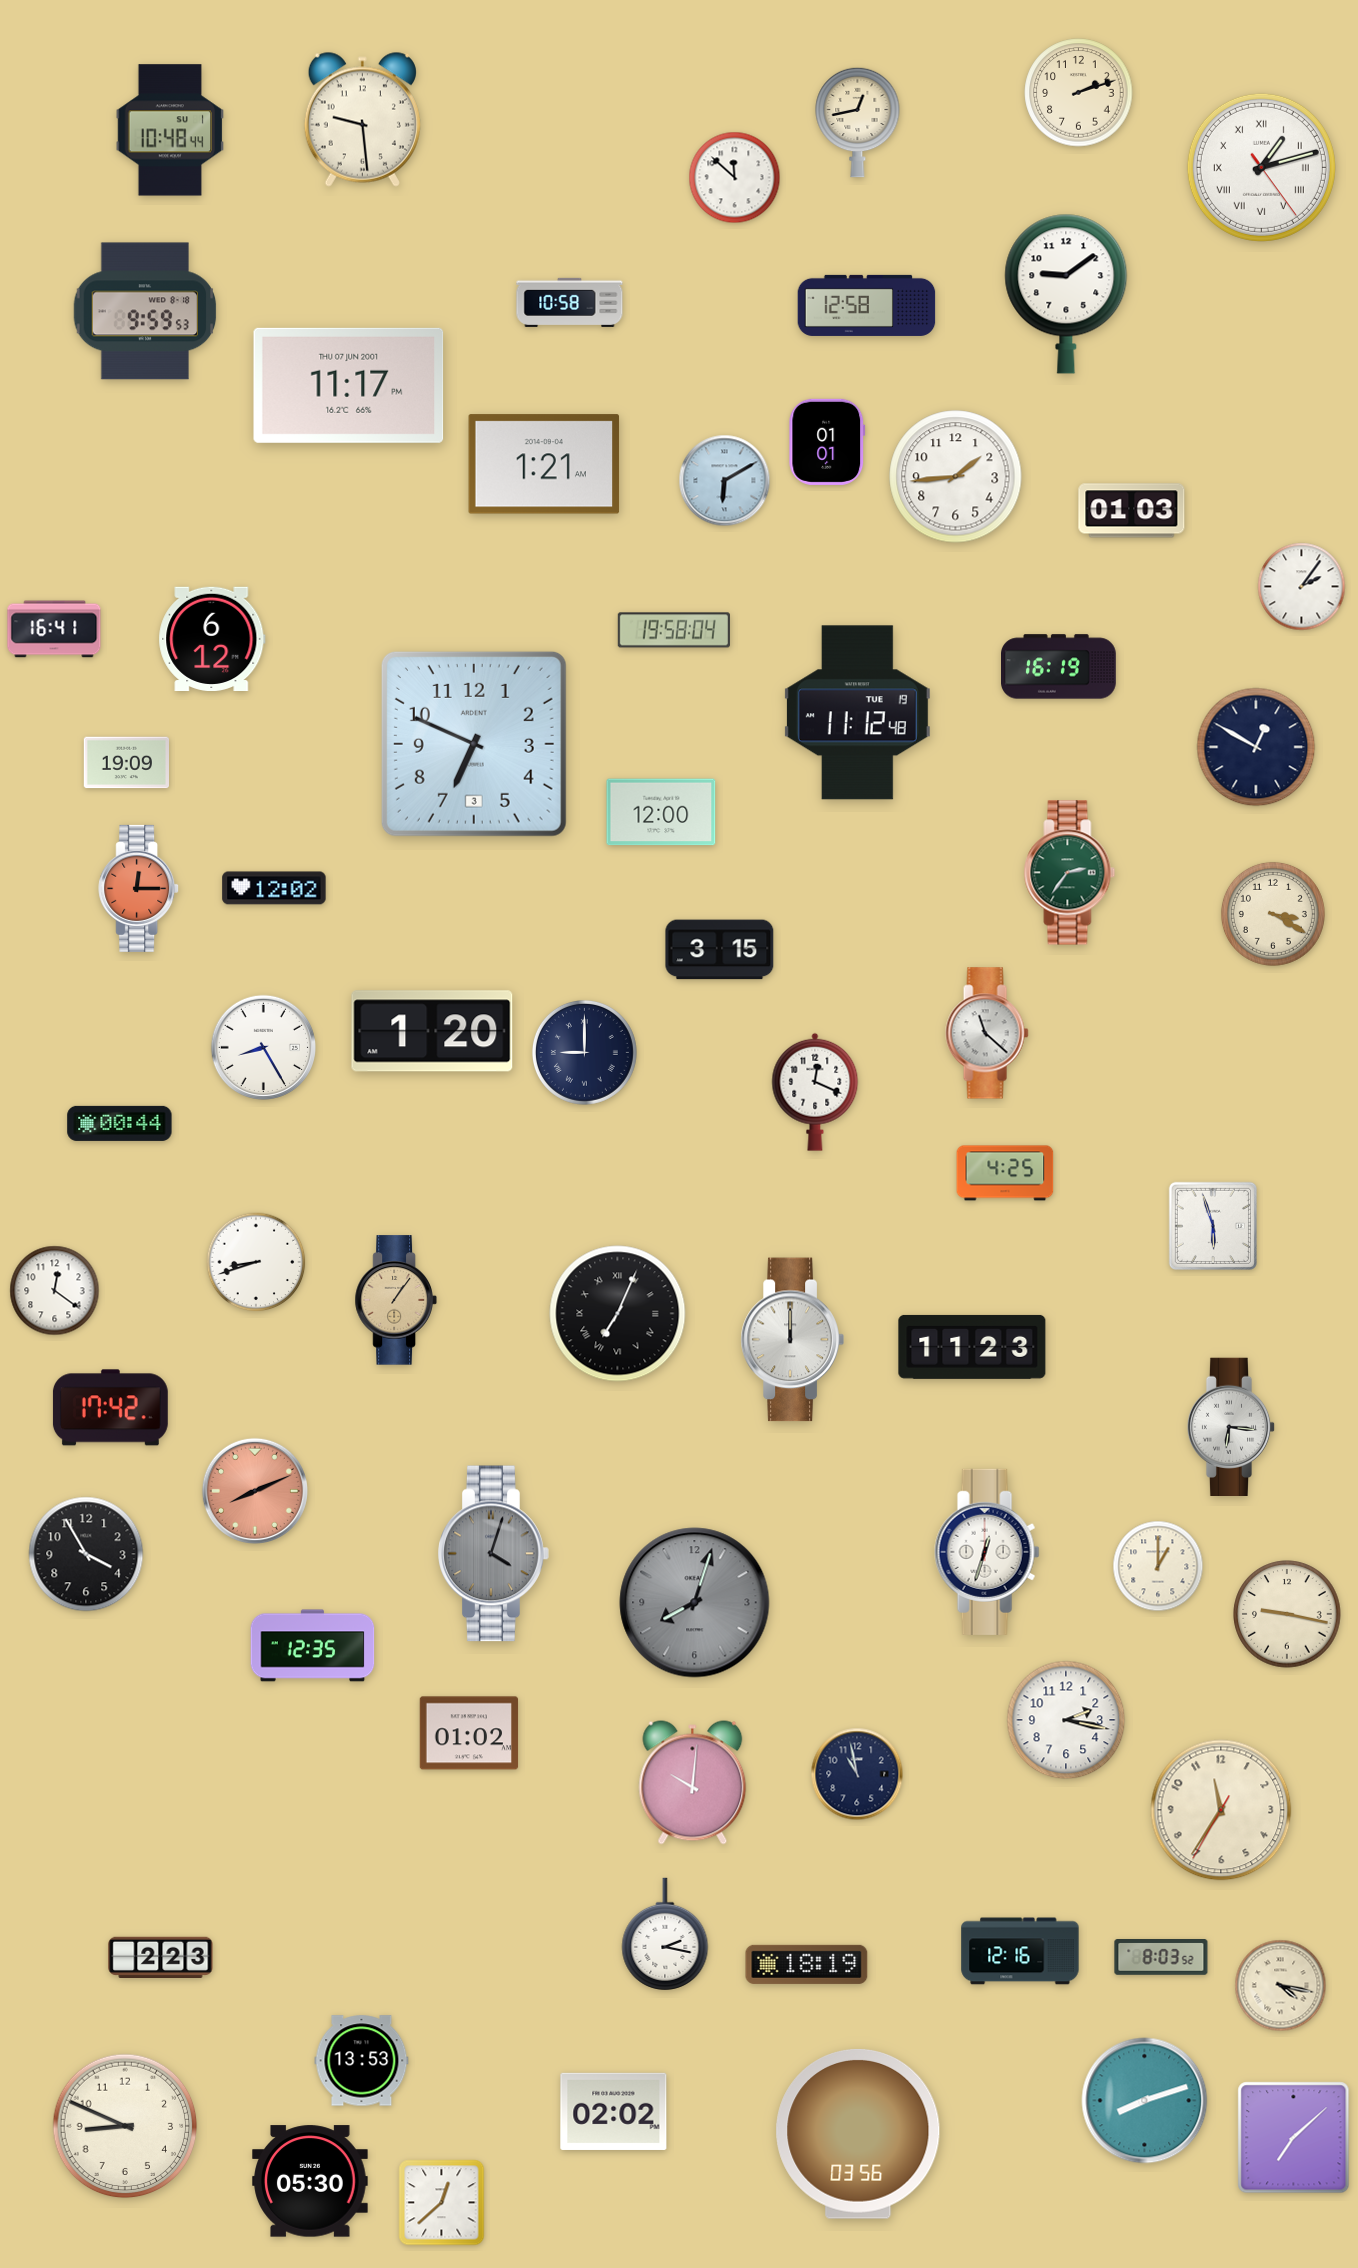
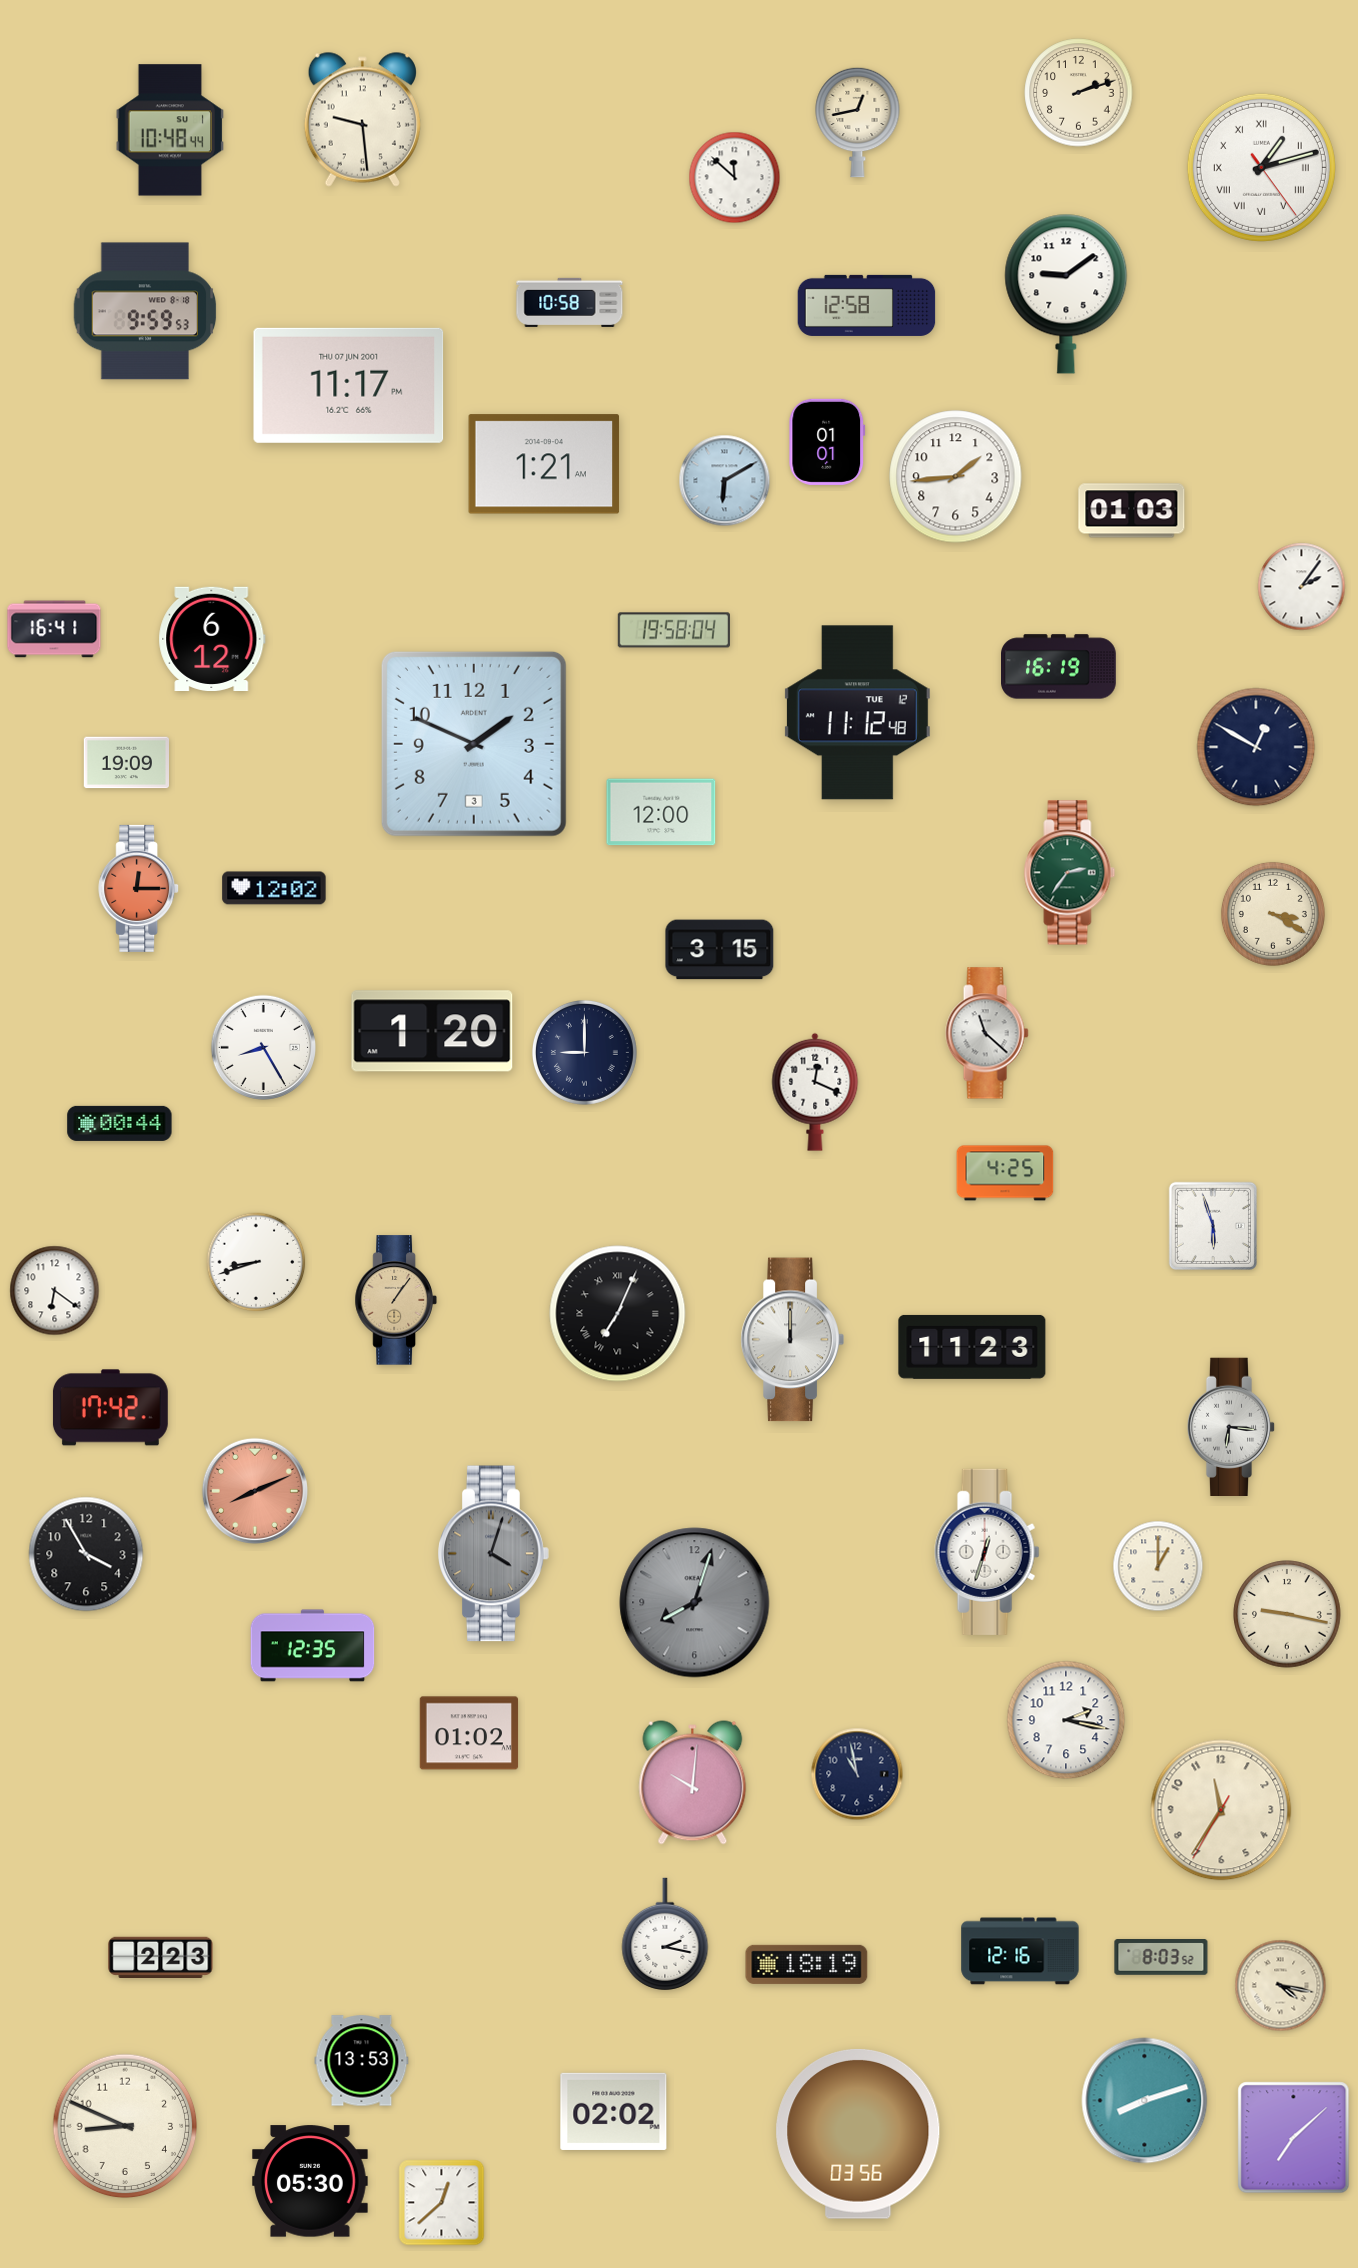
clock at (857, 713) date: TUE 19 -> TUE 12
clock at (474, 744): 6:49 -> 1:49
clock at (55, 1291): 12:21 -> 6:21
